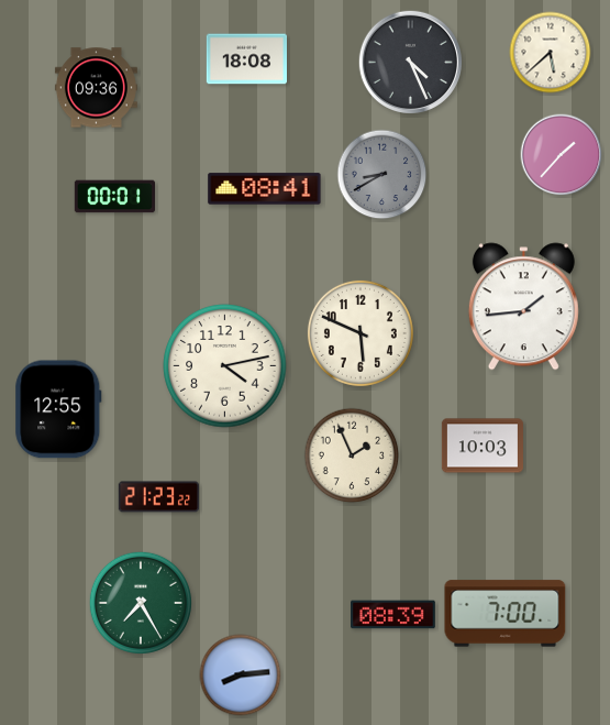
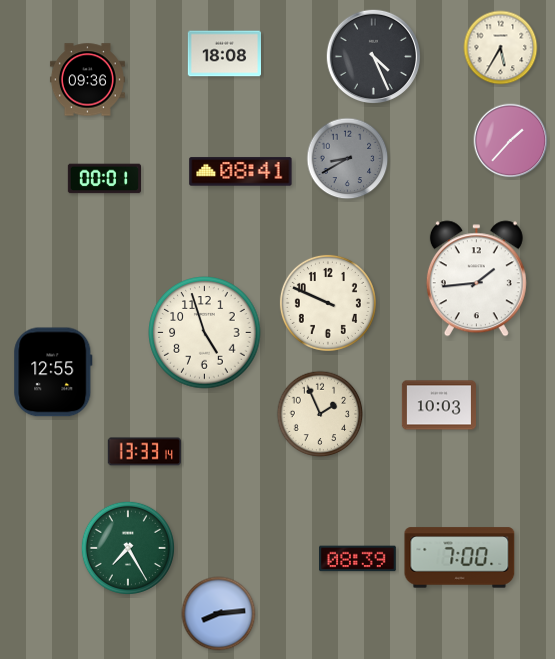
clock at (551, 53): 5:38 -> 5:35
clock at (361, 333): 5:49 -> 9:49
clock at (225, 366): 4:13 -> 4:57
clock at (158, 497): 21:23 -> 13:33
